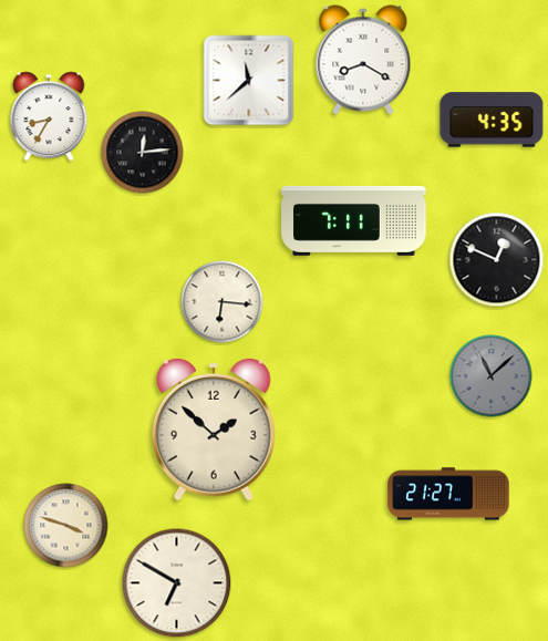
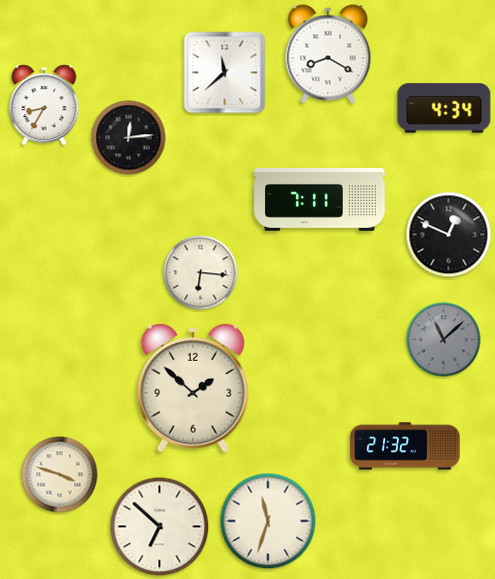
clock at (492, 120): 4:35 -> 4:34
clock at (448, 494): 21:27 -> 21:32
clock at (268, 521): none -> 11:33
clock at (177, 583): 6:50 -> 6:52
